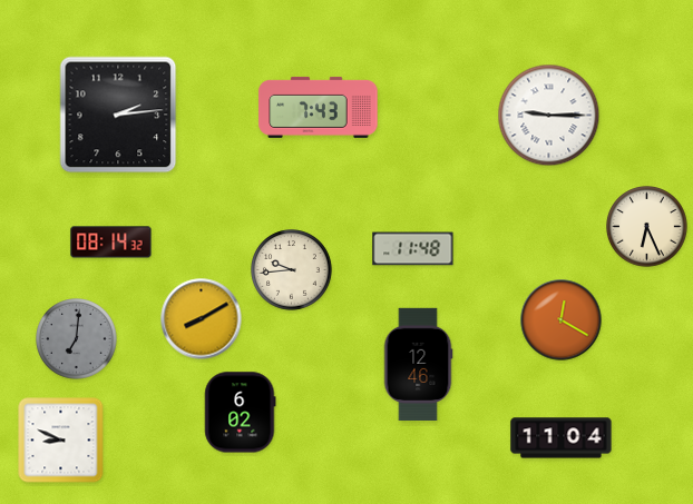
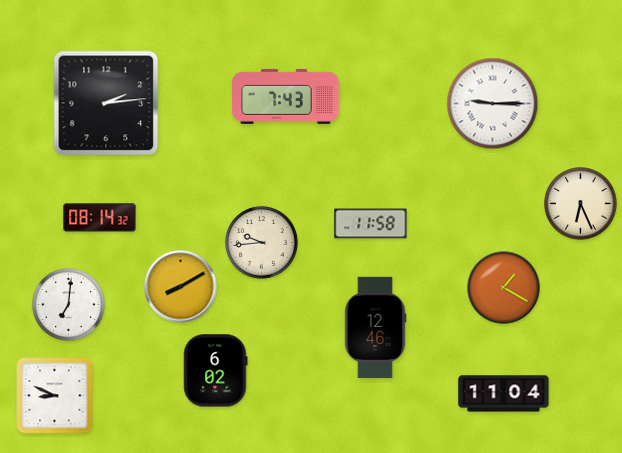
clock at (413, 249): 11:48 -> 11:58
clock at (562, 320): 12:20 -> 1:20
clock at (77, 339) dial: grey -> white
